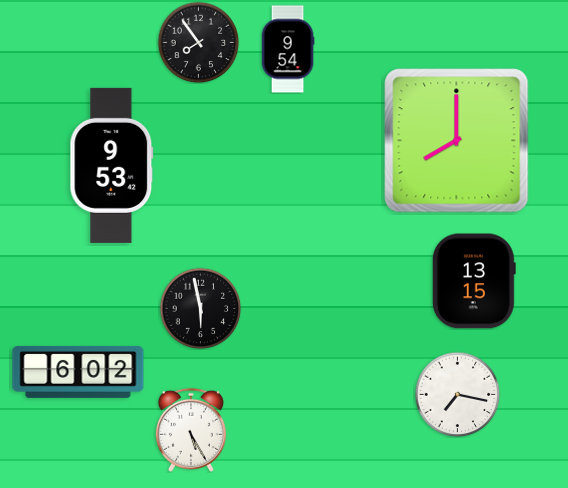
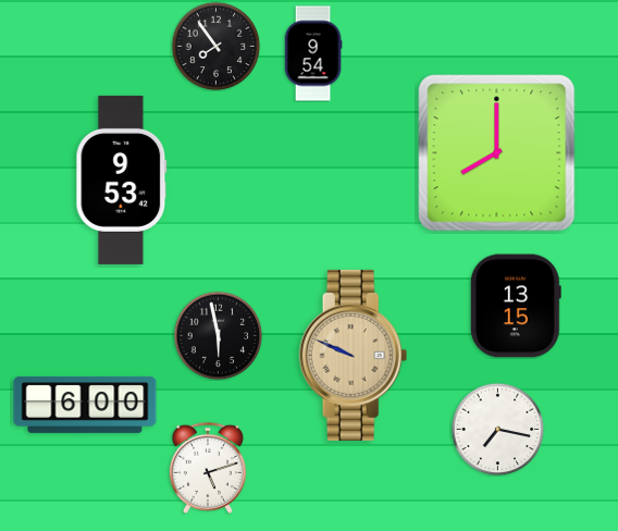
clock at (354, 355): none -> 9:49
clock at (78, 372): 6:02 -> 6:00
clock at (191, 430): 5:25 -> 5:12
